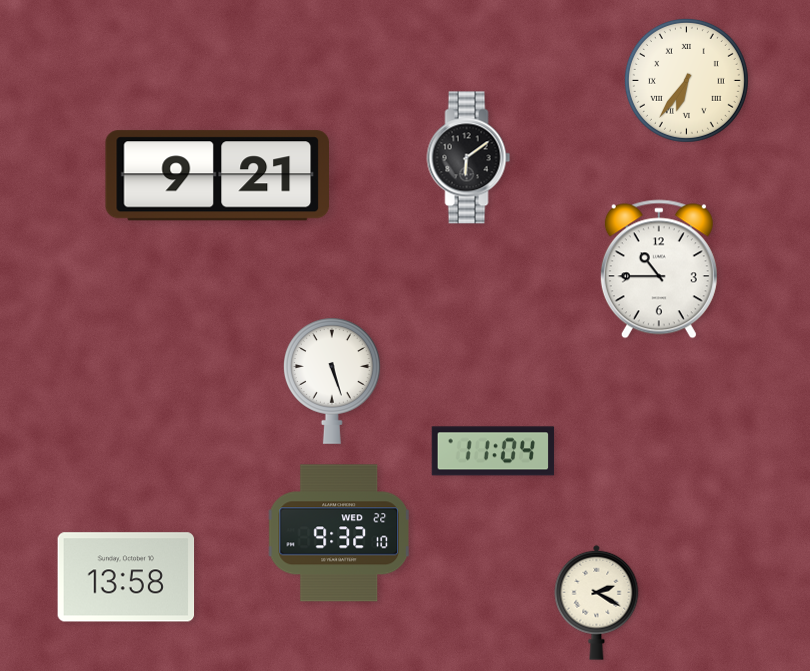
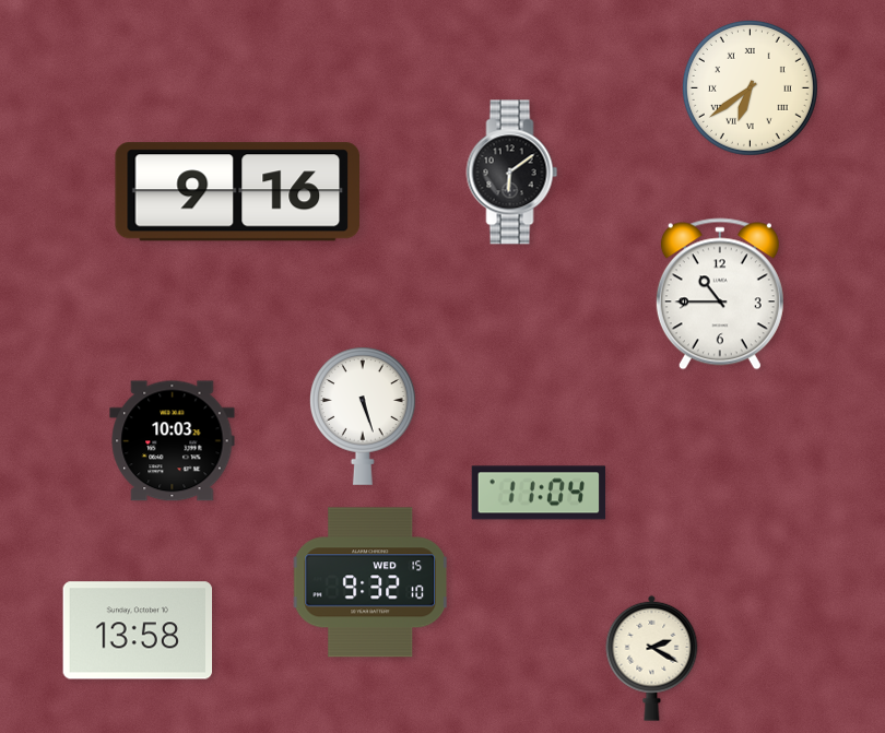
clock at (686, 80): 6:36 -> 6:39
clock at (217, 176): 9:21 -> 9:16
clock at (173, 441): none -> 10:03
clock at (339, 533) date: WED 22 -> WED 15
